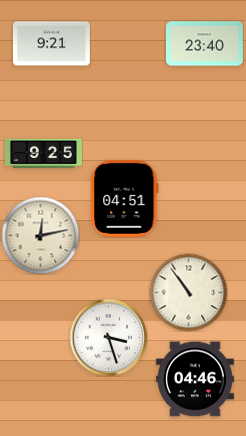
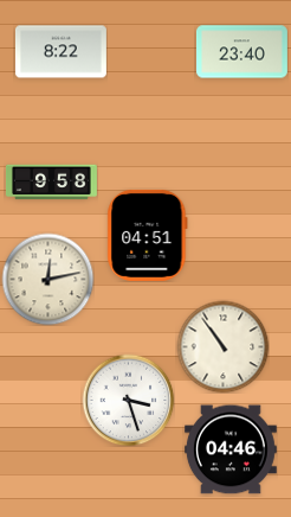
clock at (51, 44): 9:21 -> 8:22
clock at (43, 154): 9:25 -> 9:58
